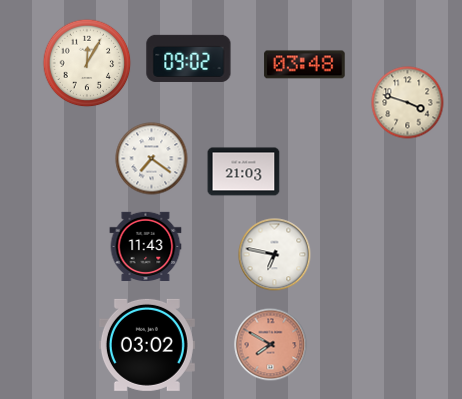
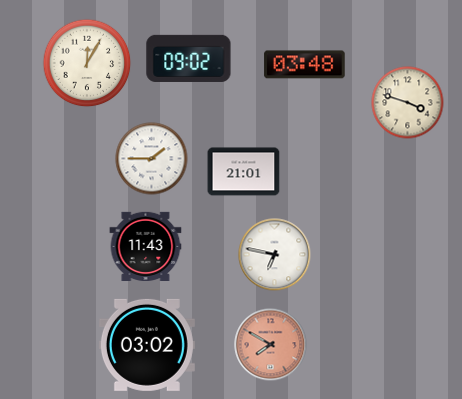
clock at (152, 159): 7:21 -> 1:45
clock at (244, 172): 21:03 -> 21:01
